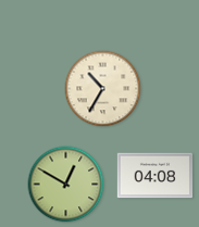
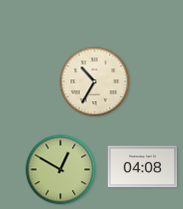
clock at (156, 176) position: (156, 176) -> (143, 167)
